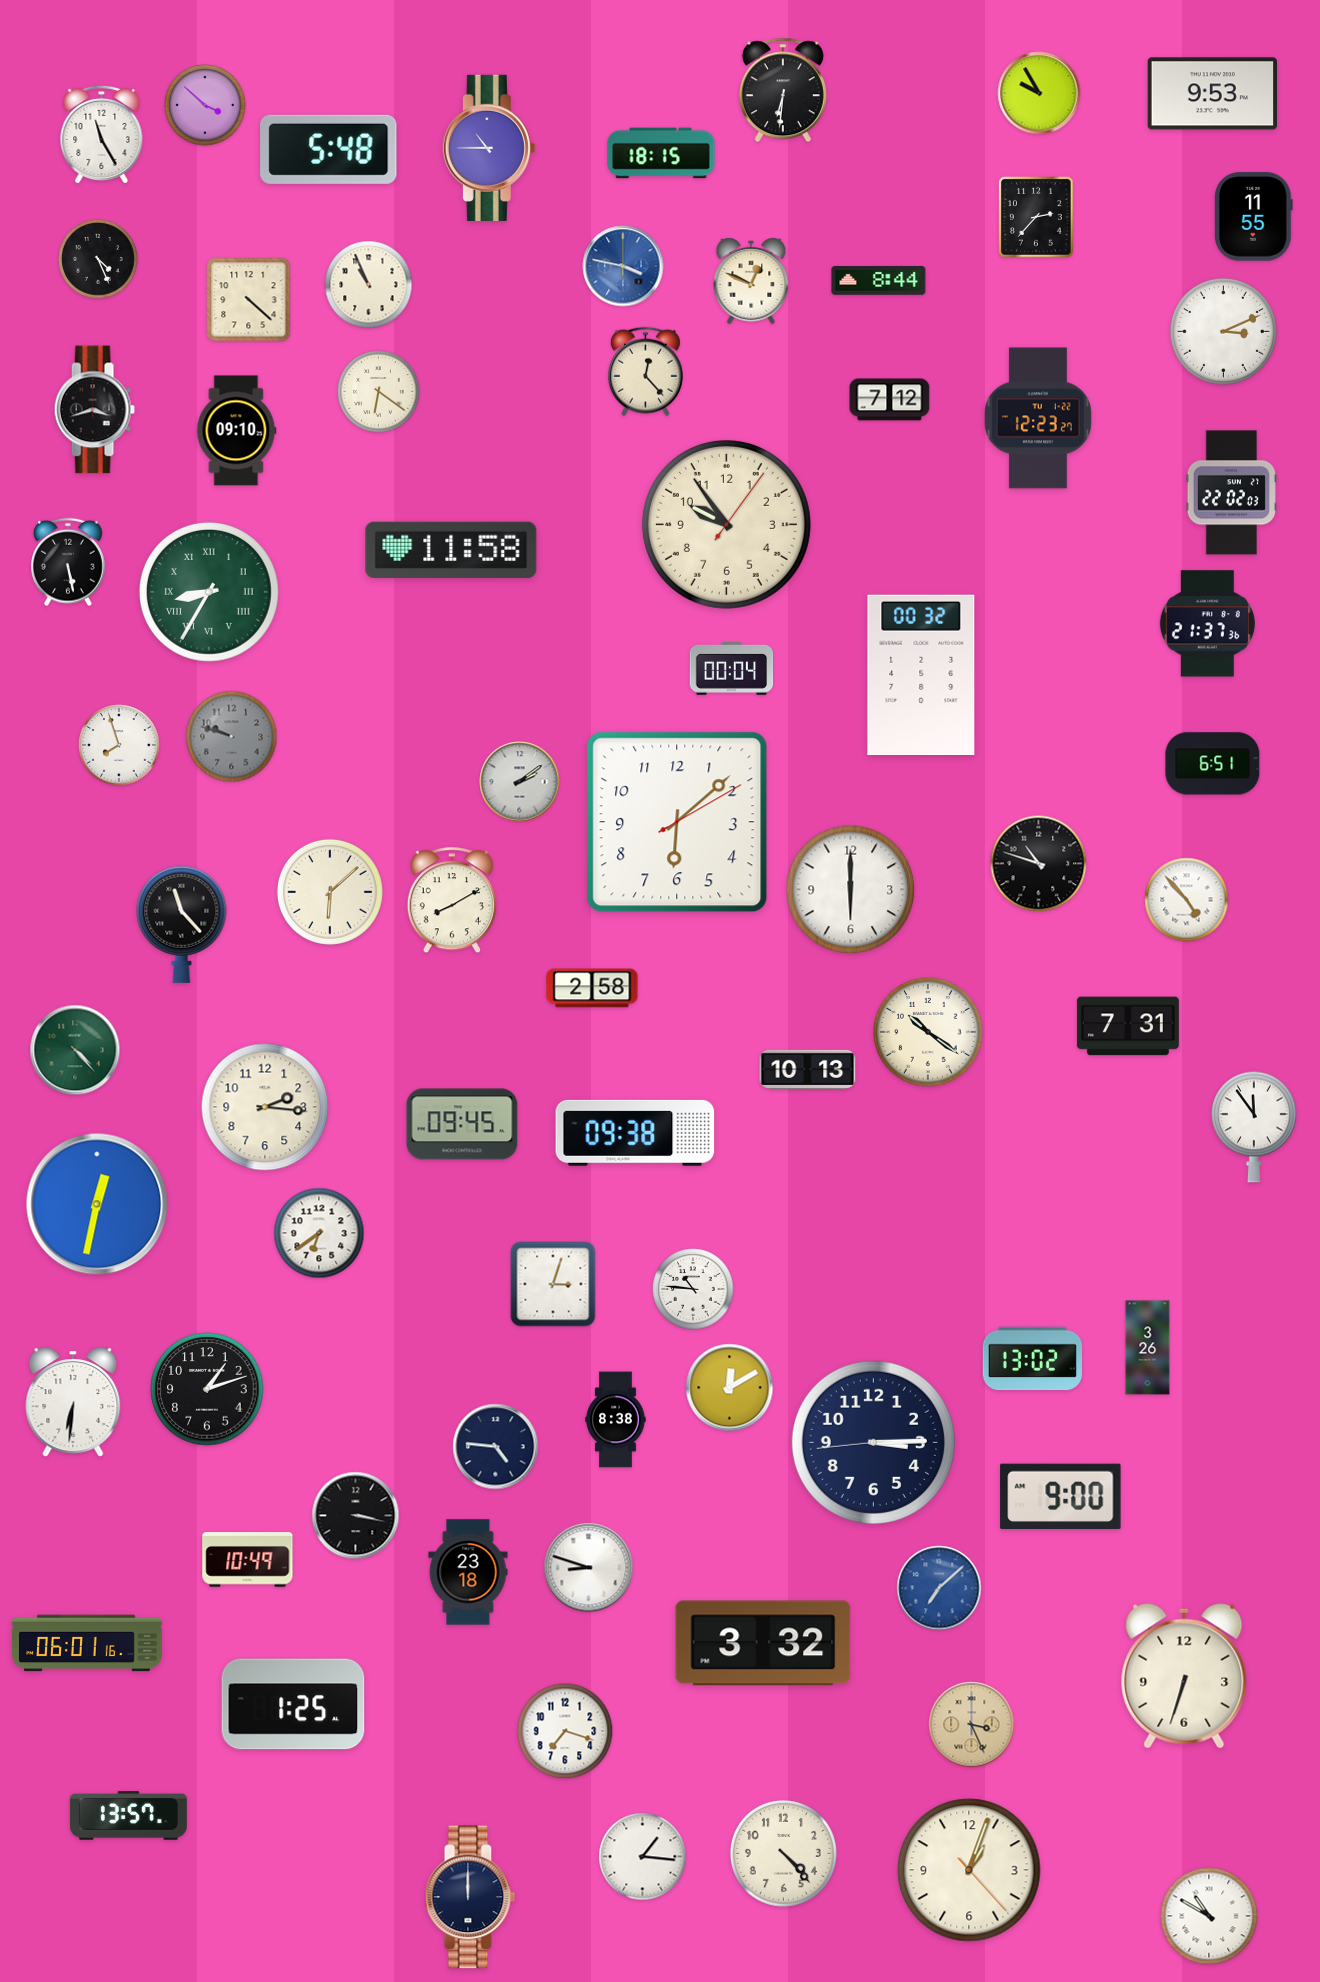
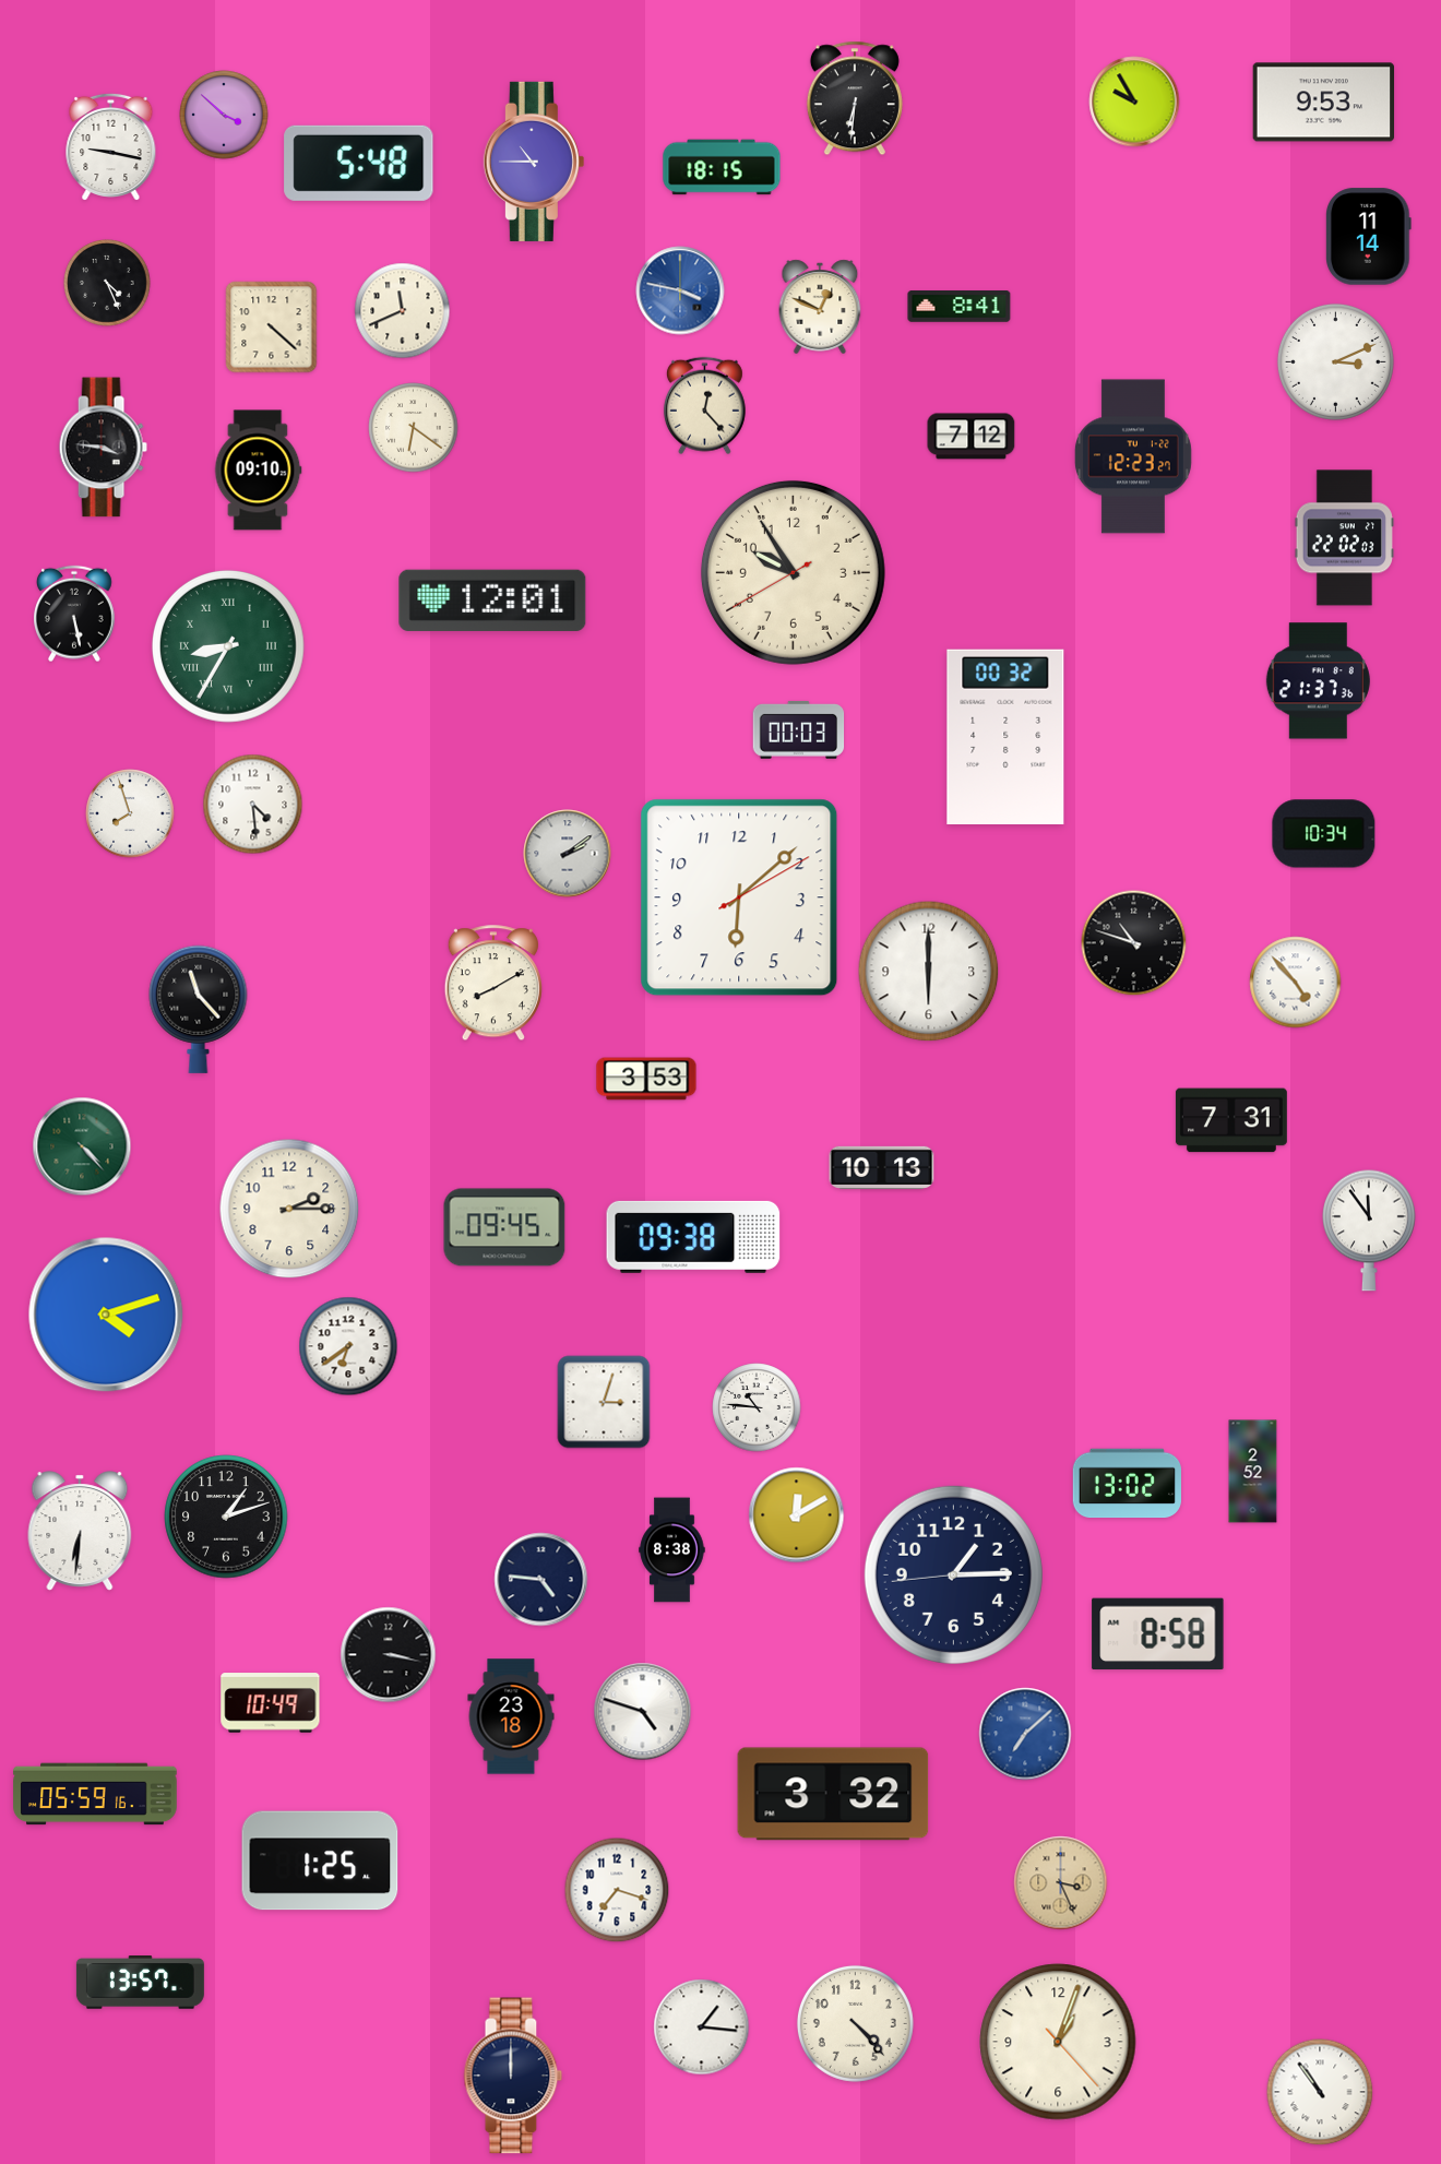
clock at (102, 134): 11:25 -> 9:17
clock at (1036, 217): 2:37 -> none
clock at (1254, 217): 11:55 -> 11:14
clock at (879, 281): 8:44 -> 8:41
clock at (369, 285): 10:56 -> 11:41
clock at (94, 410): 3:42 -> 3:46
clock at (726, 524): 9:54:06 -> 9:54:40
clock at (451, 550): 11:58 -> 12:01
clock at (732, 668): 00:04 -> 00:03
clock at (232, 737): 9:48 -> 4:29
clock at (232, 737) dial: grey -> white
clock at (1213, 764): 6:51 -> 10:34
clock at (330, 892): 6:08 -> none
clock at (592, 988): 2:58 -> 3:53
clock at (929, 1033): 10:21 -> none
clock at (265, 1107): 2:16 -> 2:15
clock at (97, 1204): 12:32 -> 4:12
clock at (1148, 1348): 3:26 -> 2:52
clock at (873, 1442): 3:14 -> 1:14
clock at (1061, 1497): 9:00 -> 8:58
clock at (589, 1568): 8:48 -> 4:48
clock at (87, 1643): 06:01 -> 05:59
clock at (1184, 1676): 6:33 -> none
clock at (470, 1897) position: (470, 1897) -> (513, 2076)
clock at (1209, 1916): 10:50 -> 10:54
